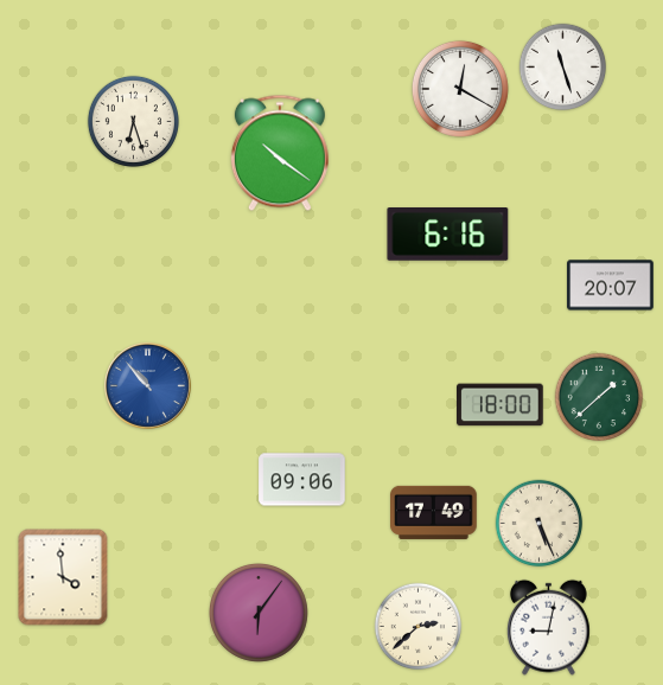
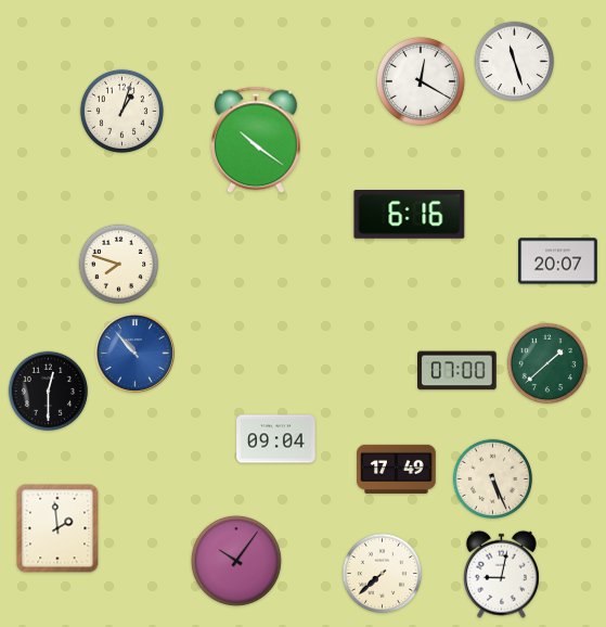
clock at (133, 121): 6:27 -> 1:03
clock at (119, 265): none -> 7:48
clock at (501, 405): 18:00 -> 07:00
clock at (49, 392): none -> 12:30
clock at (302, 480): 09:06 -> 09:04
clock at (63, 577): 3:59 -> 1:59
clock at (259, 613): 6:06 -> 10:06
clock at (419, 627): 2:38 -> 7:38
